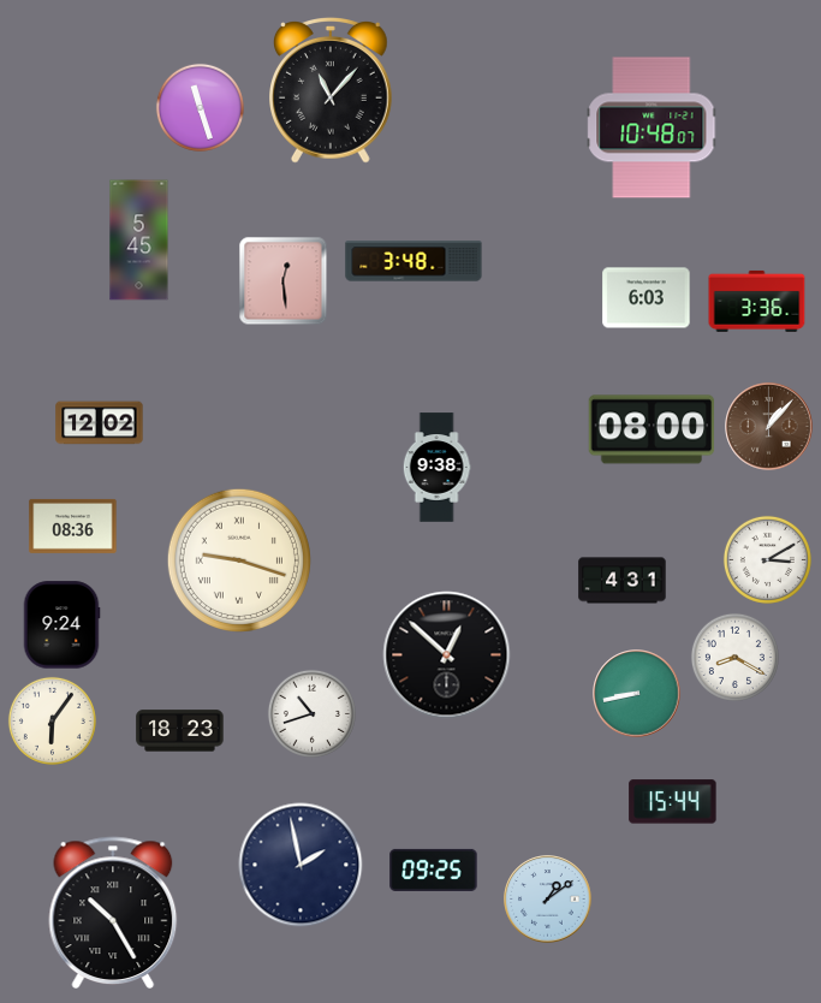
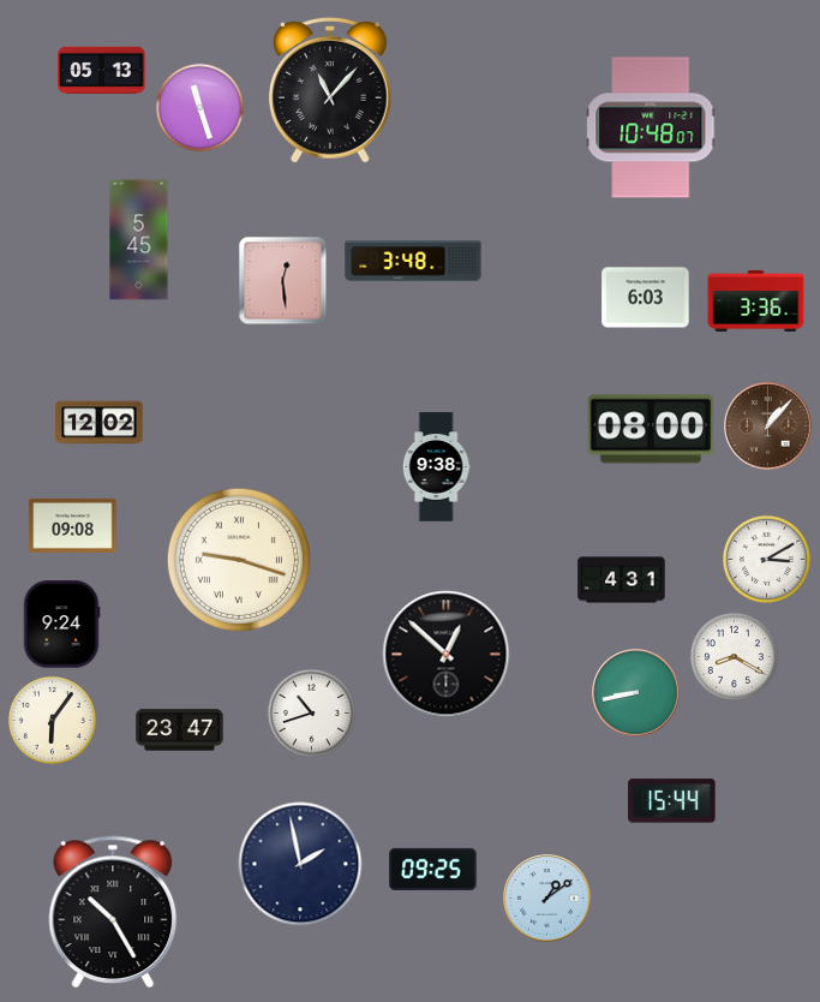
clock at (102, 70): none -> 05:13
clock at (73, 526): 08:36 -> 09:08
clock at (180, 731): 18:23 -> 23:47
